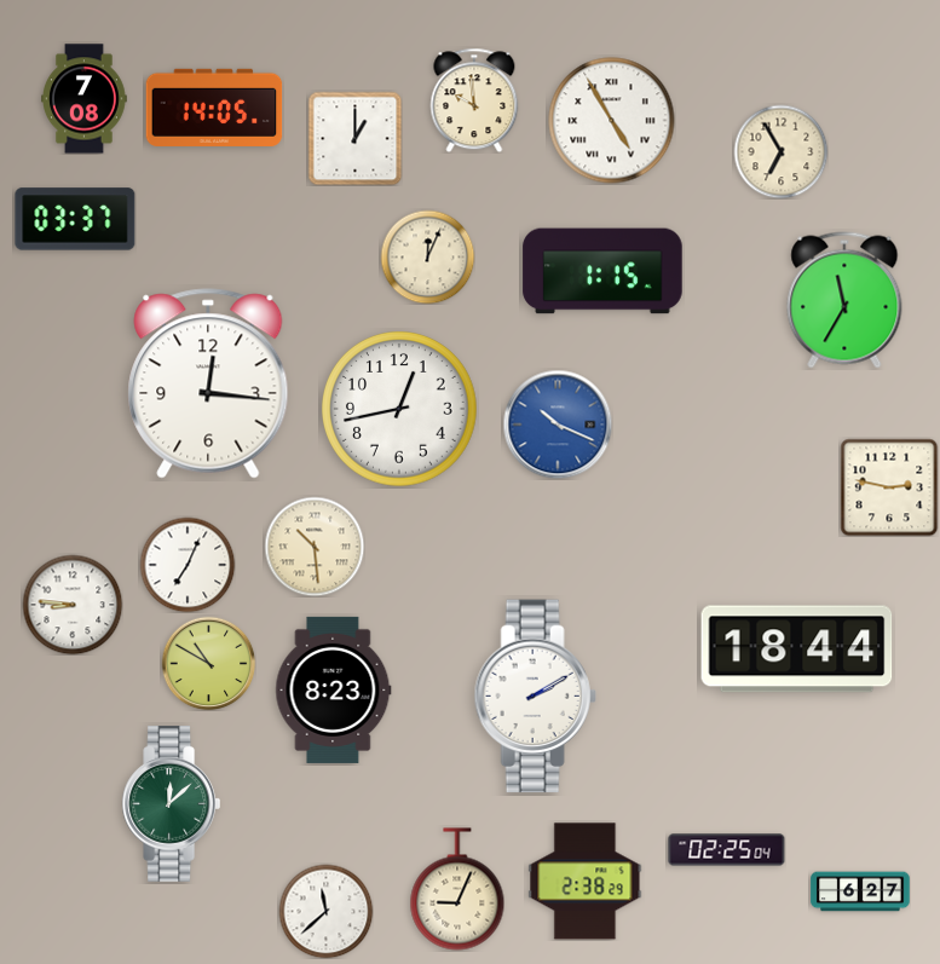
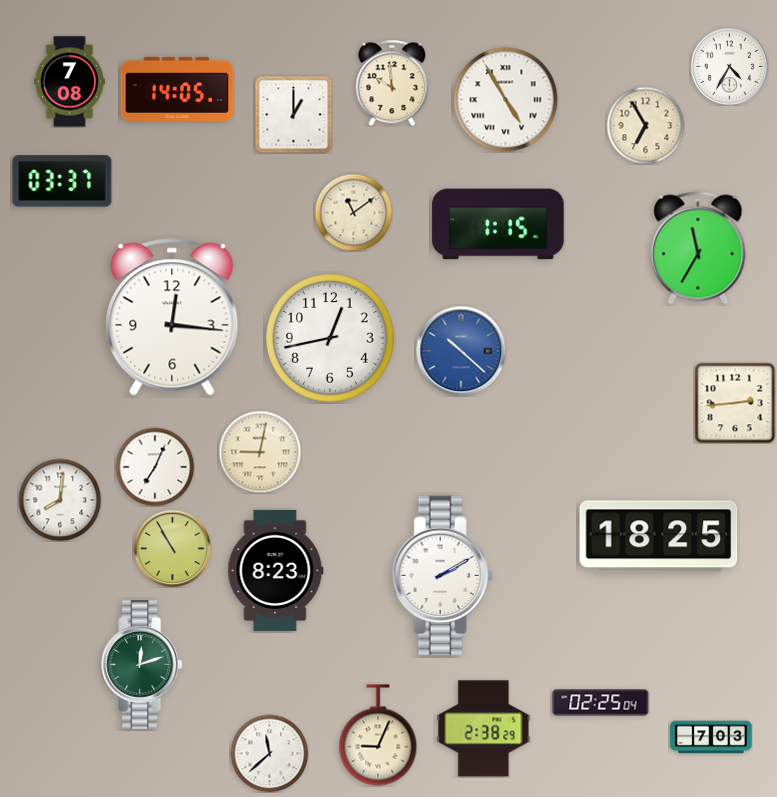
clock at (729, 66): none -> 4:35
clock at (427, 256): 12:04 -> 11:09
clock at (558, 425): 10:19 -> 10:22
clock at (889, 487): 2:47 -> 2:44
clock at (315, 547): 10:29 -> 9:02
clock at (73, 605): 8:46 -> 8:01
clock at (797, 650): 18:44 -> 18:25
clock at (208, 663): 10:50 -> 10:55
clock at (171, 804): 12:08 -> 12:12
clock at (860, 891): 6:27 -> 7:03
